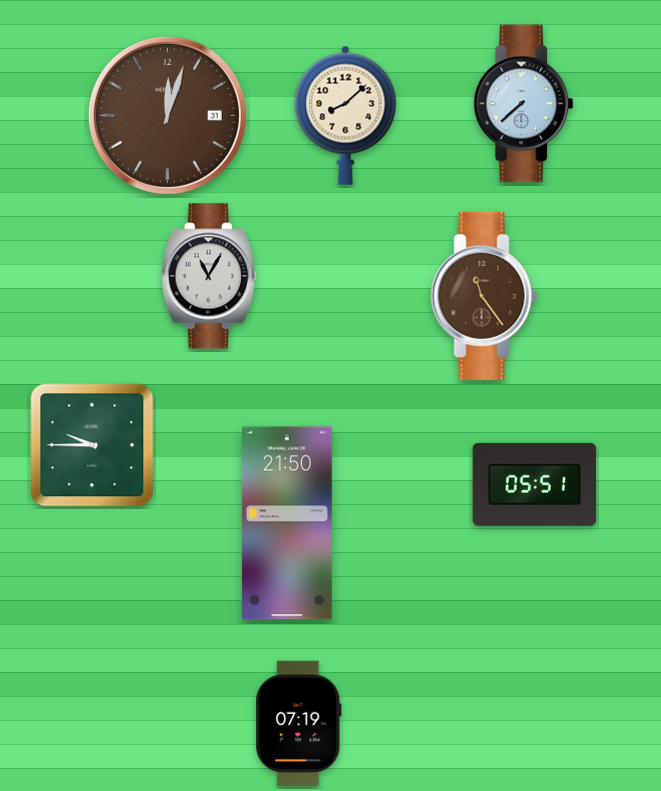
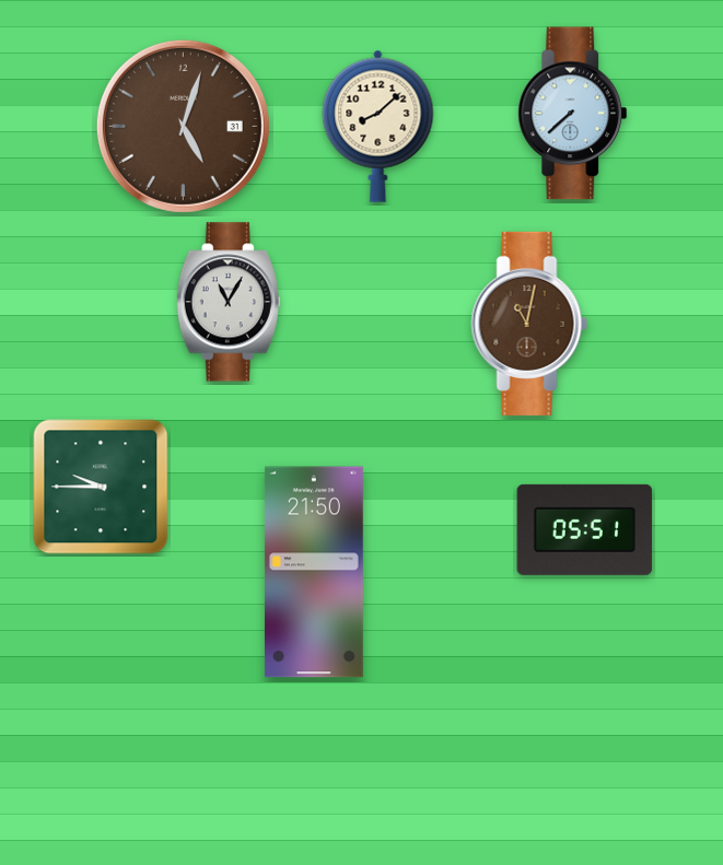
clock at (167, 115): 12:03 -> 5:03
clock at (484, 296): 11:24 -> 11:02
clock at (299, 724): 07:19 -> none
